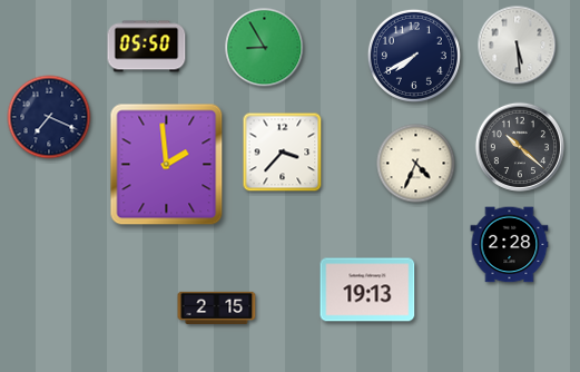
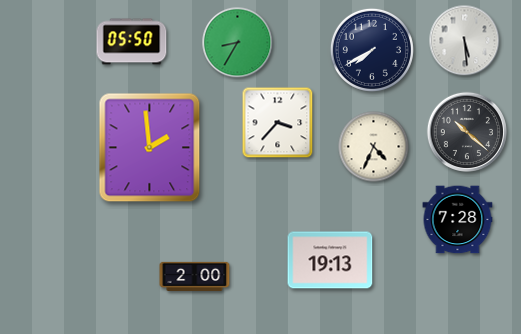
clock at (265, 48): 8:55 -> 8:35
clock at (49, 117): 7:19 -> none
clock at (283, 153) position: (283, 153) -> (278, 123)
clock at (510, 245): 2:28 -> 7:28
clock at (217, 307): 2:15 -> 2:00
